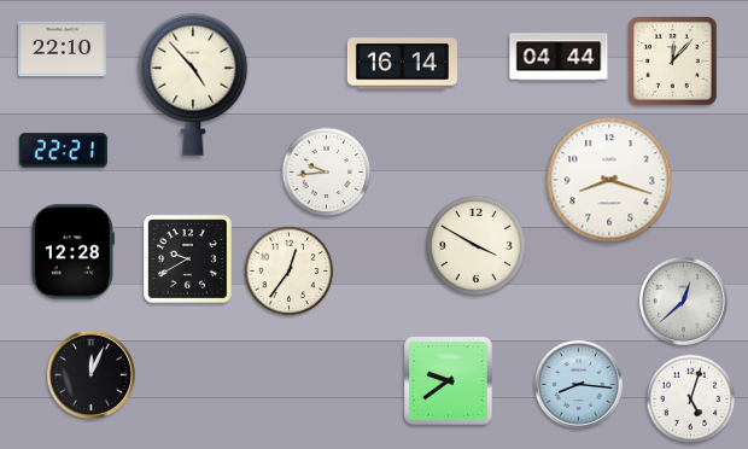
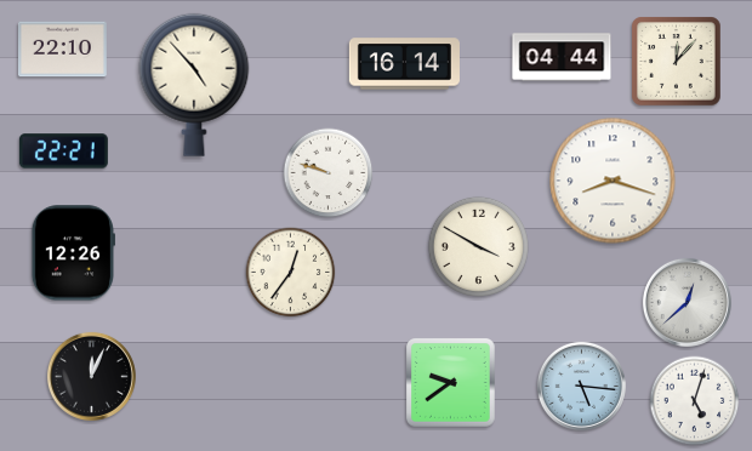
clock at (327, 173): 9:44 -> 9:48
clock at (72, 252): 12:28 -> 12:26
clock at (188, 260): 9:40 -> none
clock at (578, 384): 8:16 -> 5:16
